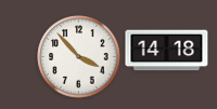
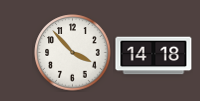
clock at (167, 51) position: (167, 51) -> (154, 56)
